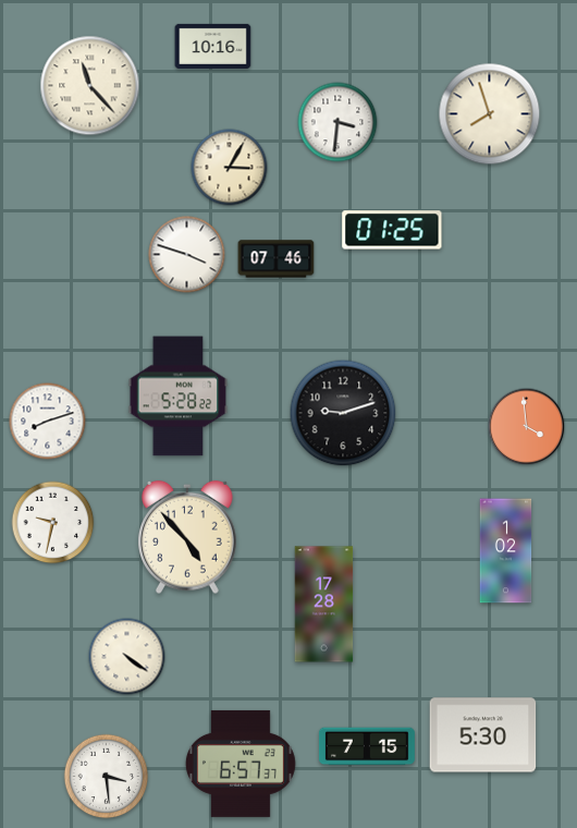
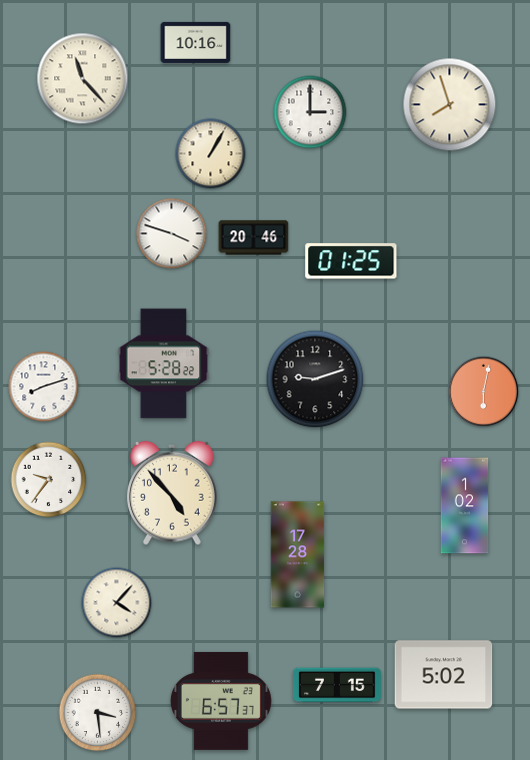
clock at (337, 122): 3:31 -> 3:00
clock at (230, 168): 3:05 -> 1:05
clock at (392, 230) position: (392, 230) -> (351, 261)
clock at (277, 259): 07:46 -> 20:46
clock at (527, 427): 3:59 -> 6:02
clock at (53, 523): 9:32 -> 9:36
clock at (127, 657): 4:21 -> 4:07
clock at (483, 735): 5:30 -> 5:02
